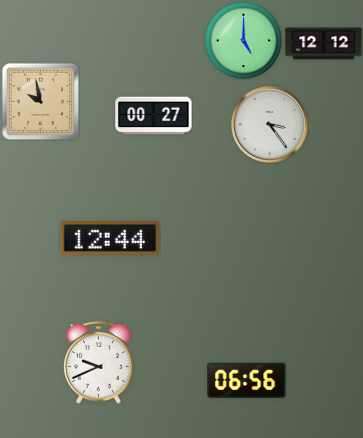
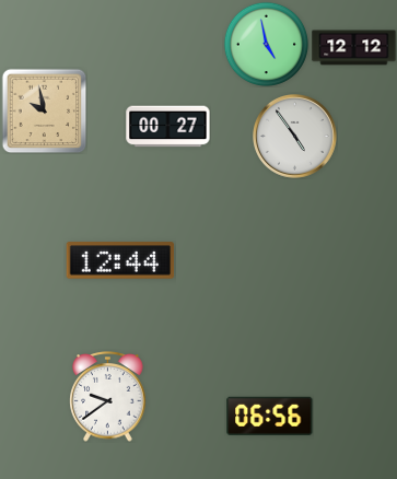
clock at (243, 40): 5:00 -> 4:58
clock at (270, 125): 3:24 -> 4:54
clock at (99, 363): 9:41 -> 9:39
